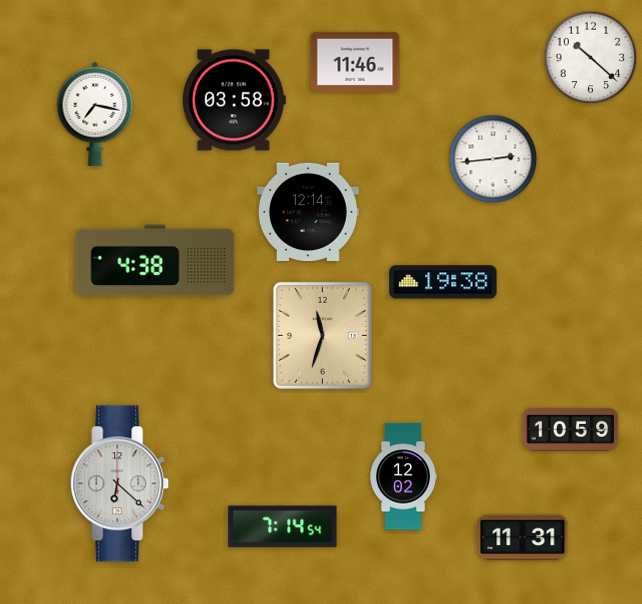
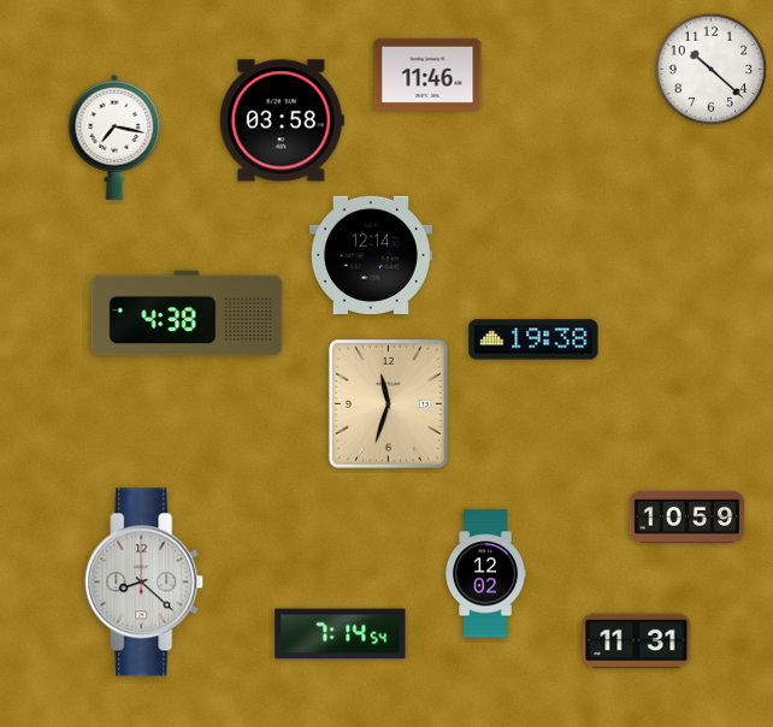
clock at (493, 159): 2:44 -> none
clock at (120, 484): 6:22 -> 8:22
clock at (523, 538) position: (523, 538) -> (637, 642)
